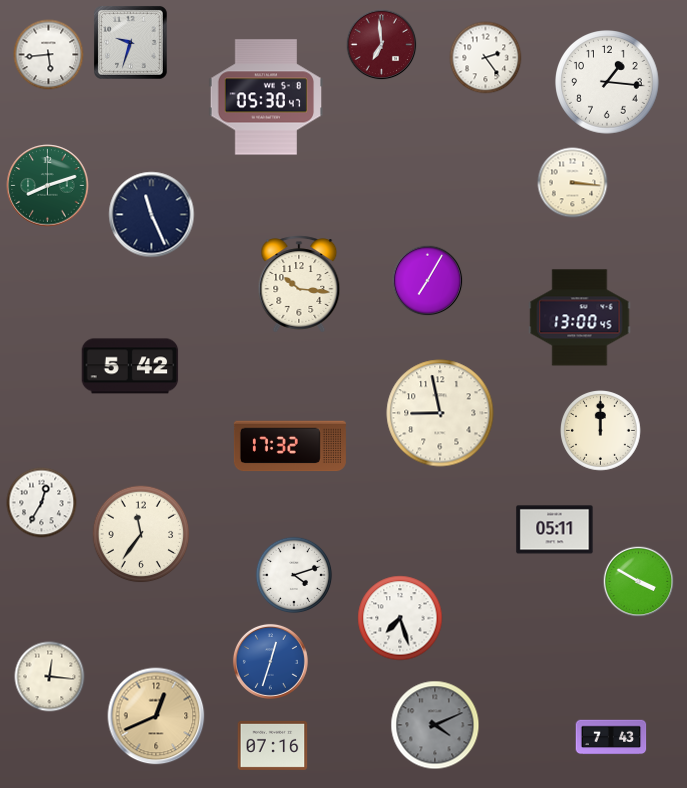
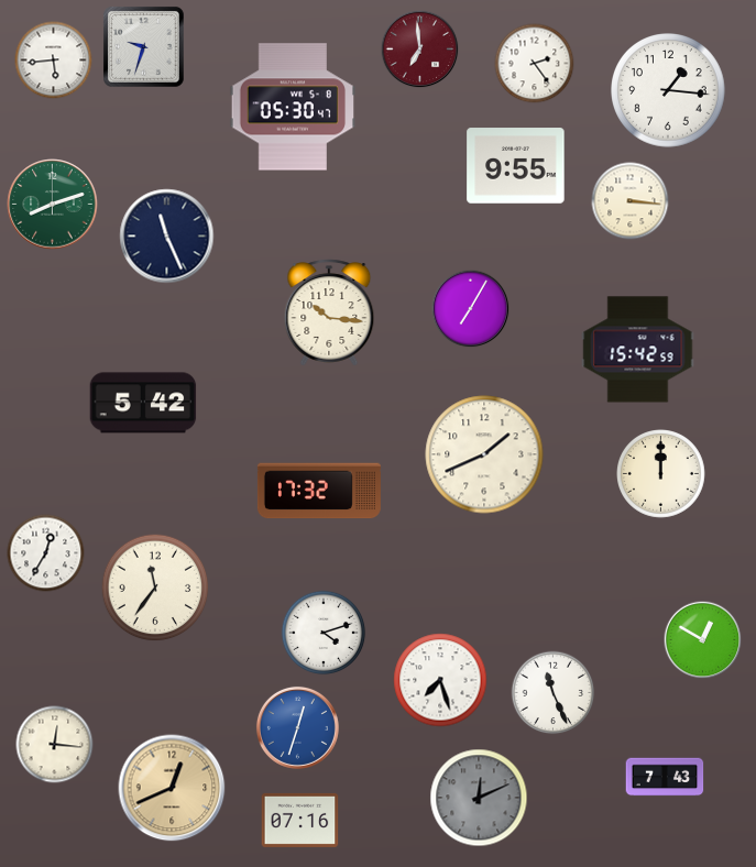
clock at (516, 166): none -> 9:55
clock at (580, 318): 13:00 -> 15:42
clock at (440, 413): 8:58 -> 1:41
clock at (555, 530): 05:11 -> none
clock at (639, 582): 3:50 -> 12:50
clock at (554, 693): none -> 11:26
clock at (435, 725): 4:11 -> 12:11
clock at (611, 737) position: (611, 737) -> (665, 777)
